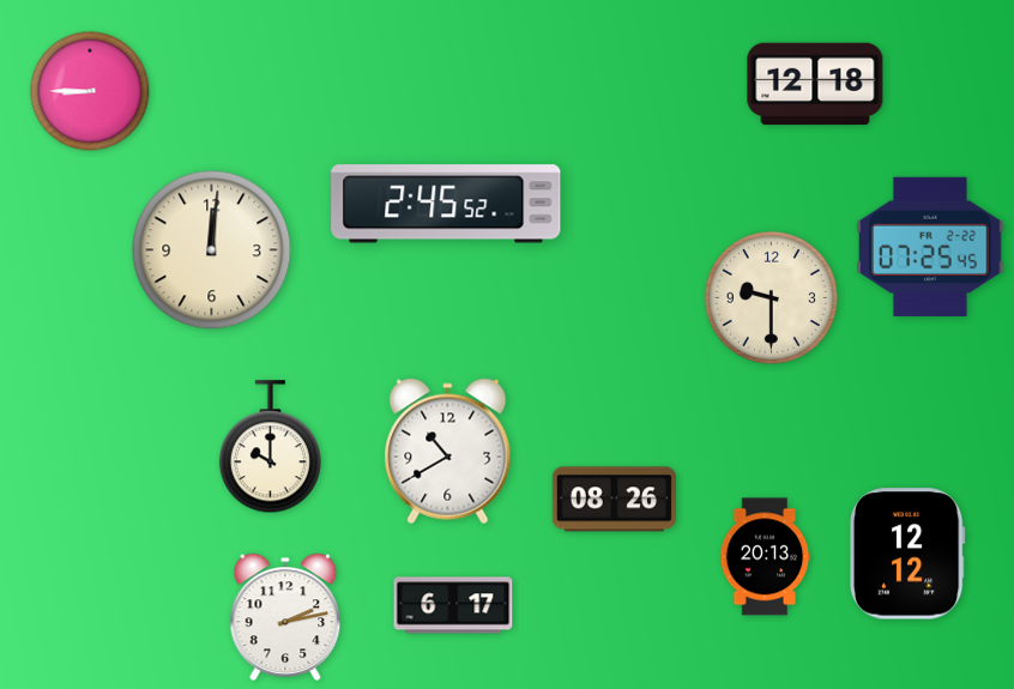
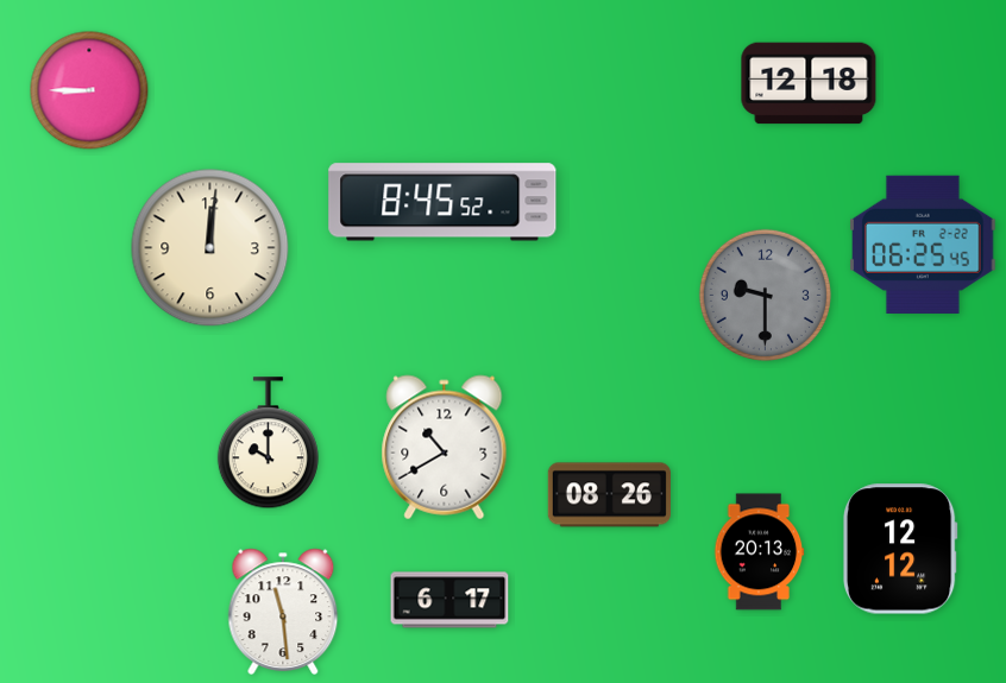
clock at (446, 204): 2:45 -> 8:45
clock at (931, 247): 07:25 -> 06:25
clock at (771, 297) dial: cream -> grey
clock at (285, 616): 2:13 -> 11:29
